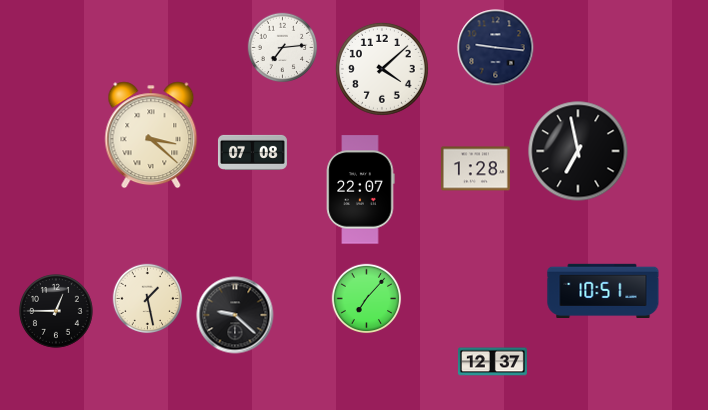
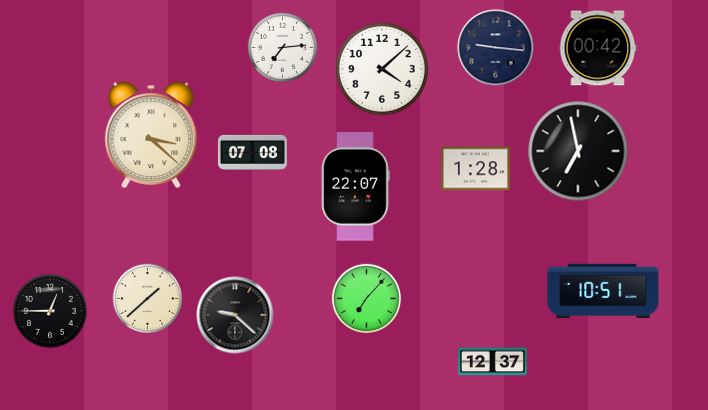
clock at (598, 48): none -> 00:42
clock at (360, 190) position: (360, 190) -> (355, 187)
clock at (148, 299): 1:28 -> 1:38
clock at (56, 311) position: (56, 311) -> (50, 311)
